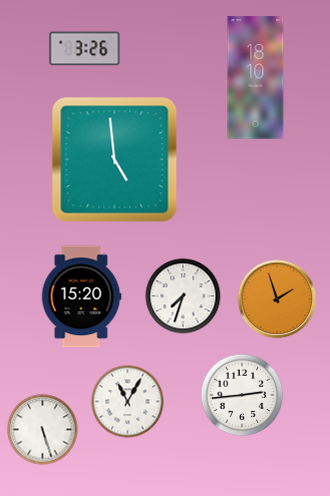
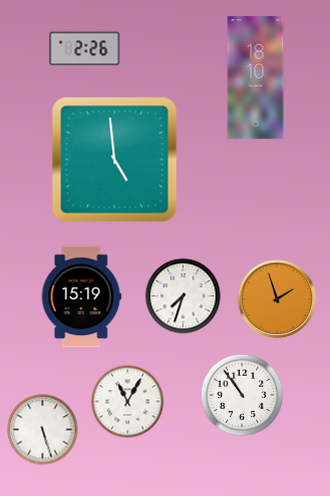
clock at (85, 49): 3:26 -> 2:26
clock at (81, 297): 15:20 -> 15:19
clock at (242, 395): 2:44 -> 10:54
